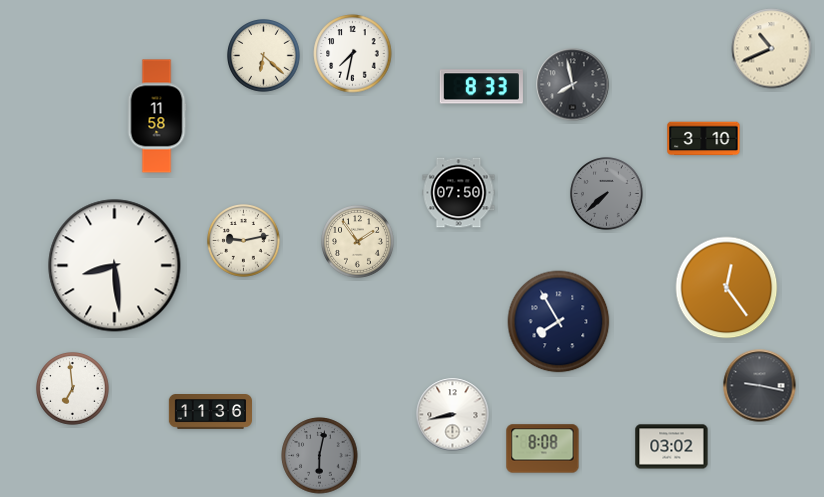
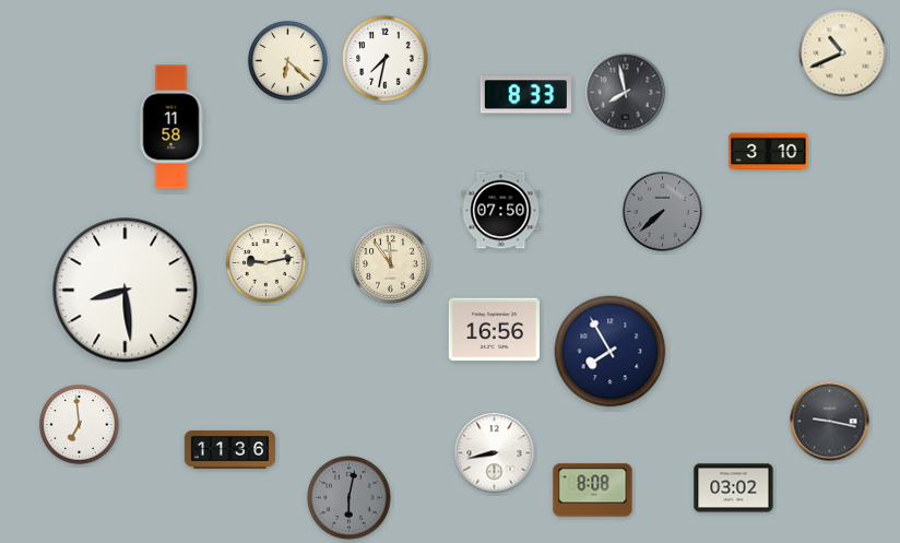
clock at (358, 242): 1:54 -> 11:54
clock at (727, 288): 12:24 -> none
clock at (494, 330): none -> 16:56
